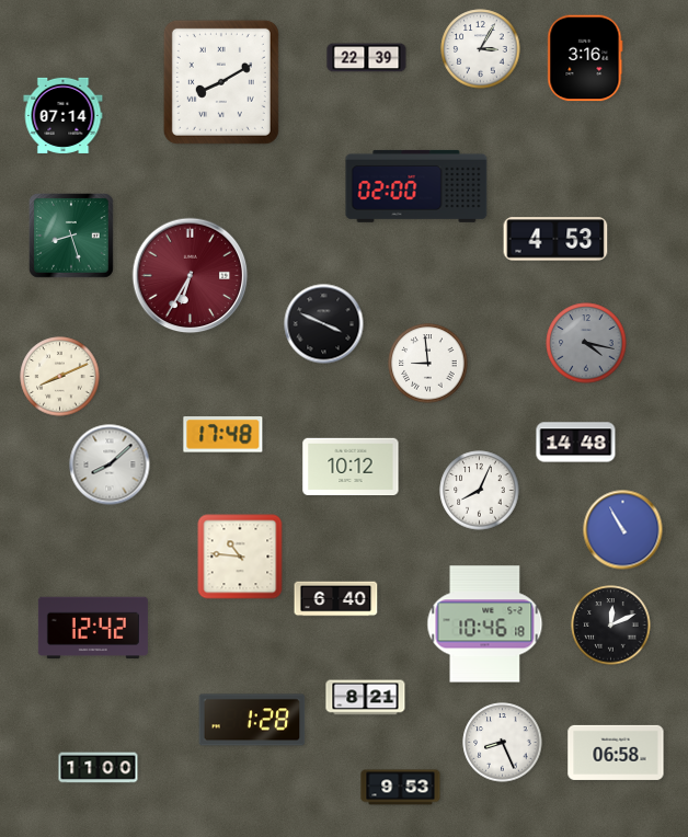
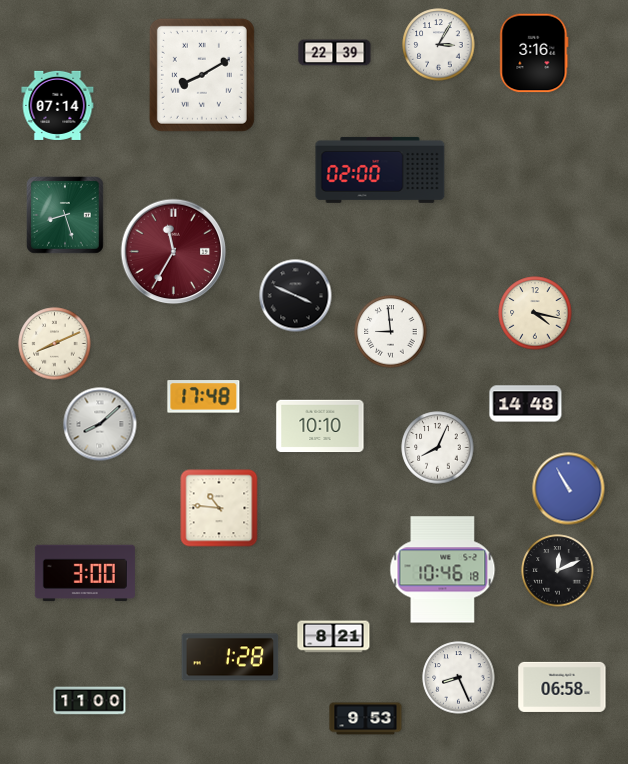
clock at (555, 239): 4:53 -> none
clock at (191, 276): 6:35 -> 11:35
clock at (586, 343) dial: grey -> cream
clock at (351, 467): 10:12 -> 10:10
clock at (623, 530) position: (623, 530) -> (569, 489)
clock at (336, 599): 6:40 -> none
clock at (93, 628): 12:42 -> 3:00
